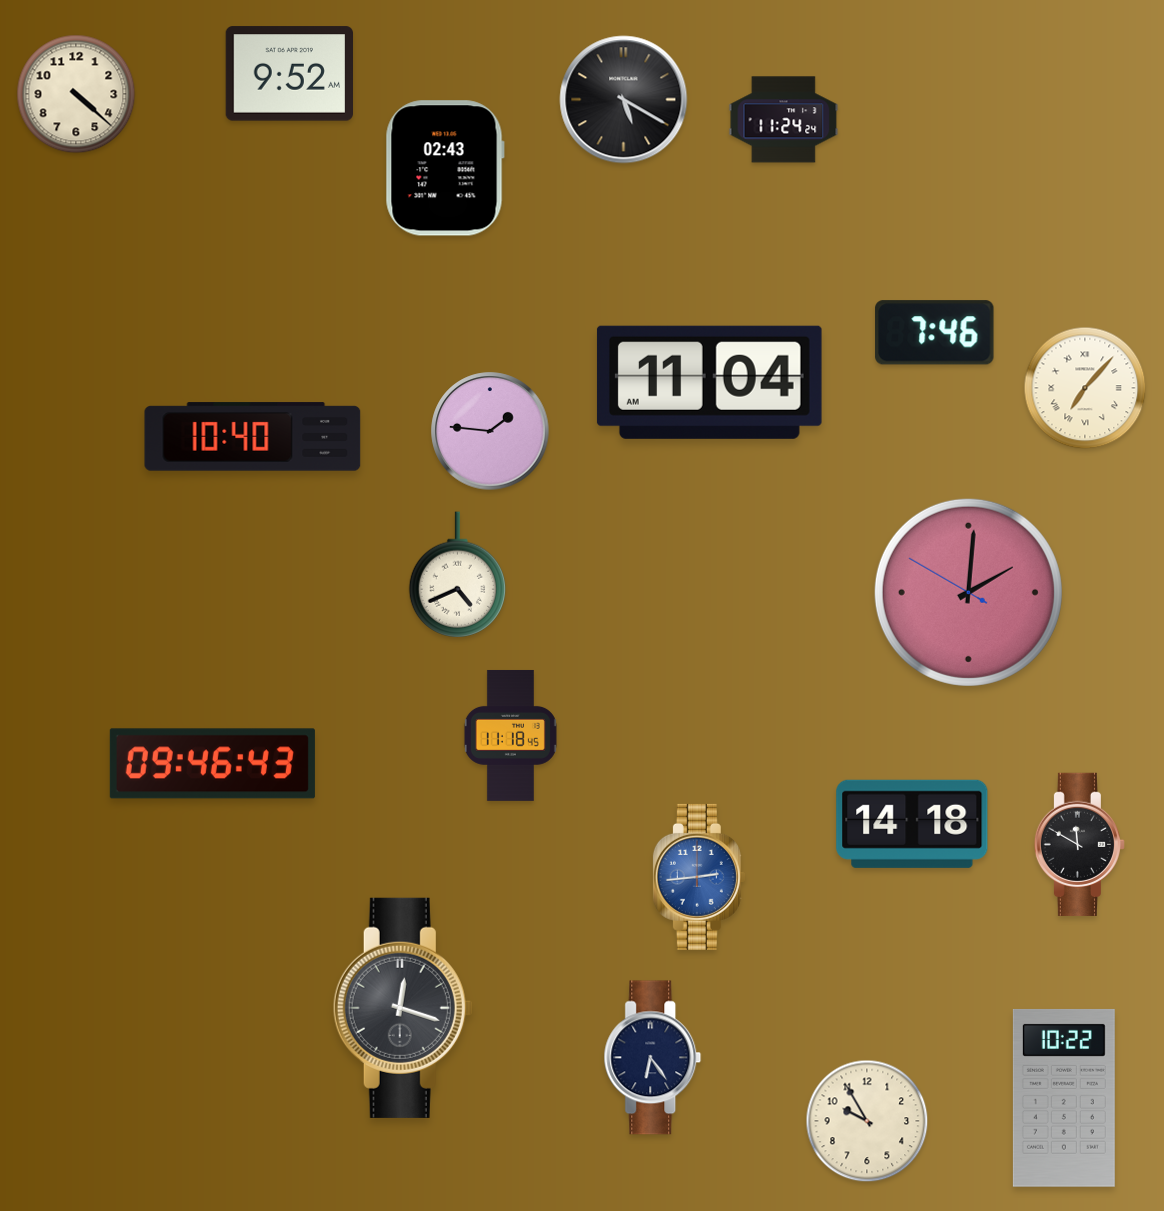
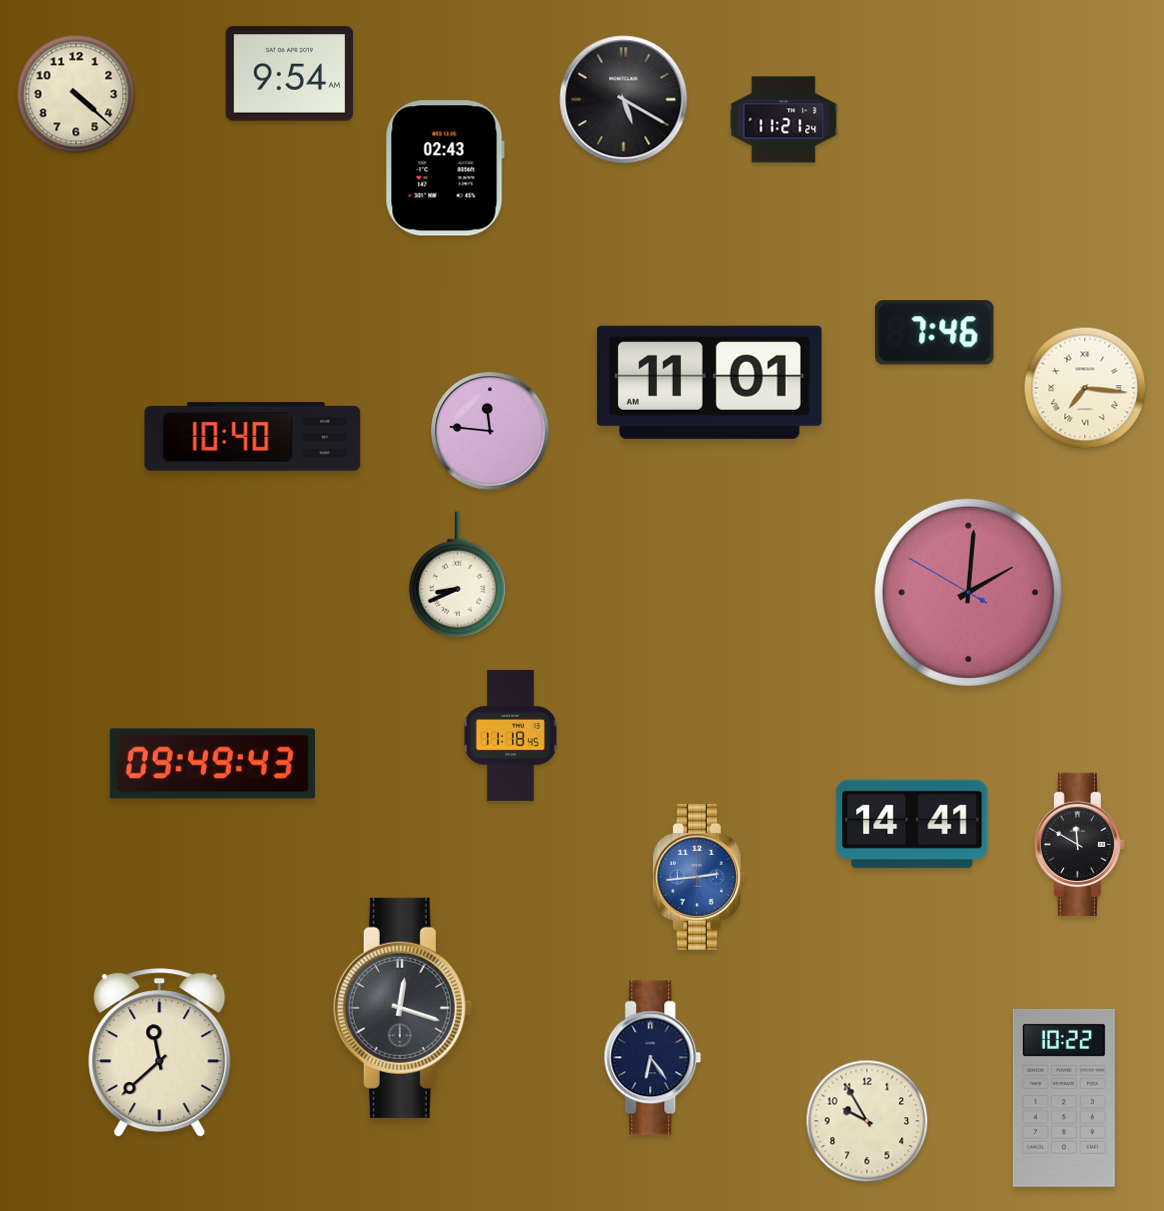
clock at (289, 74): 9:52 -> 9:54
clock at (784, 120): 11:24 -> 11:21
clock at (709, 382): 11:04 -> 11:01
clock at (1085, 388): 7:07 -> 7:16
clock at (490, 431): 1:46 -> 11:46
clock at (457, 575): 4:41 -> 8:41
clock at (212, 764): 09:46 -> 09:49
clock at (912, 824): 14:18 -> 14:41
clock at (160, 1053): none -> 11:38
